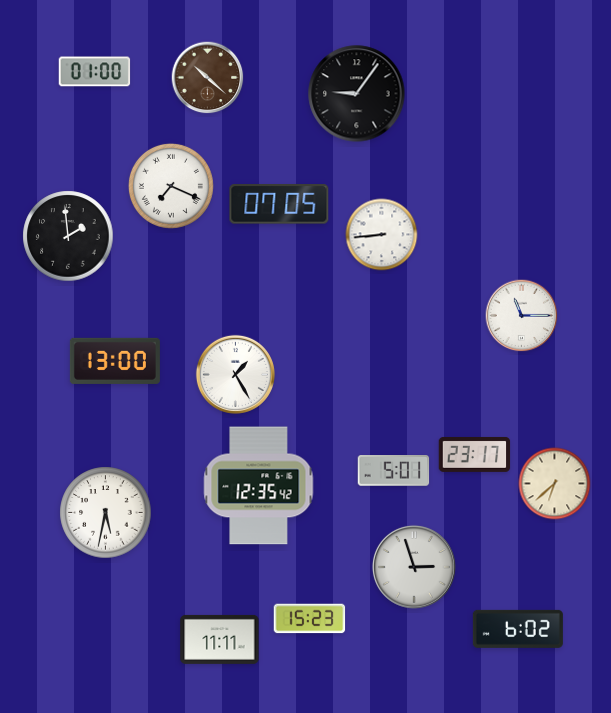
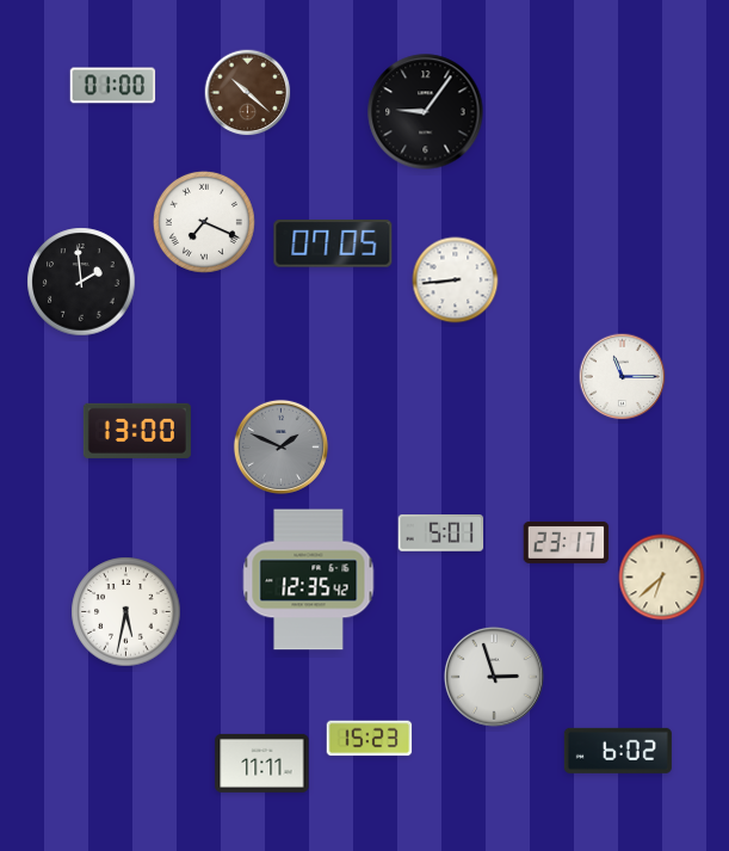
clock at (235, 374): 1:25 -> 1:49
clock at (235, 374) dial: white -> grey
clock at (394, 471) position: (394, 471) -> (441, 534)
